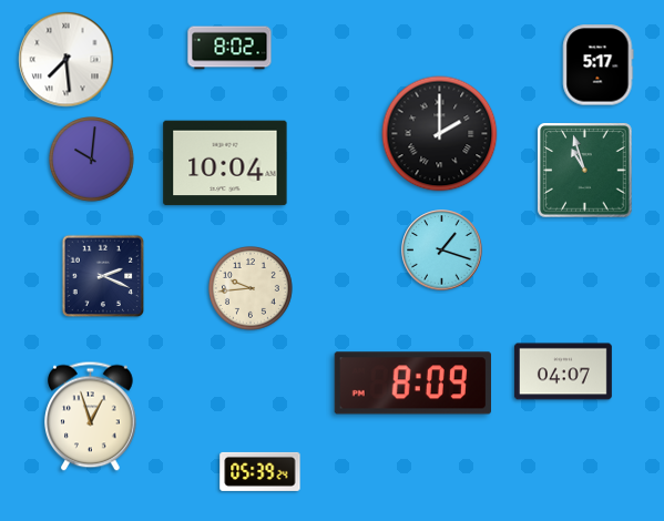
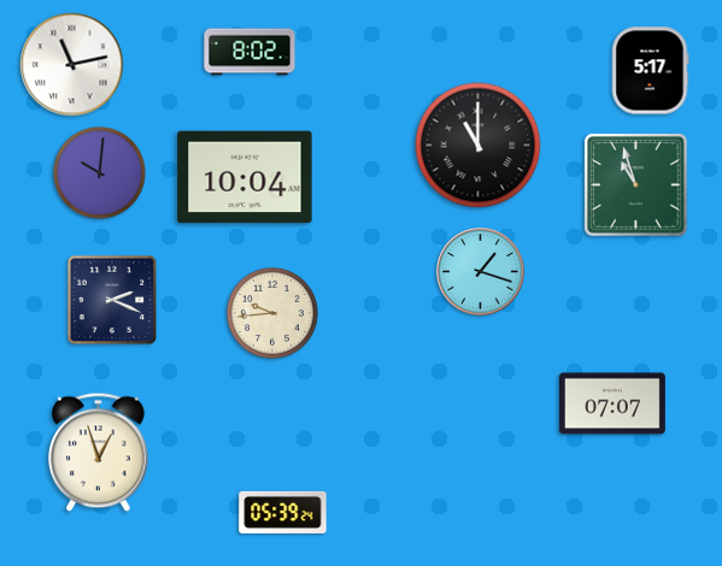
clock at (67, 60): 7:29 -> 11:13
clock at (440, 134): 2:00 -> 11:00
clock at (563, 371): 04:07 -> 07:07
clock at (412, 384): 8:09 -> none
